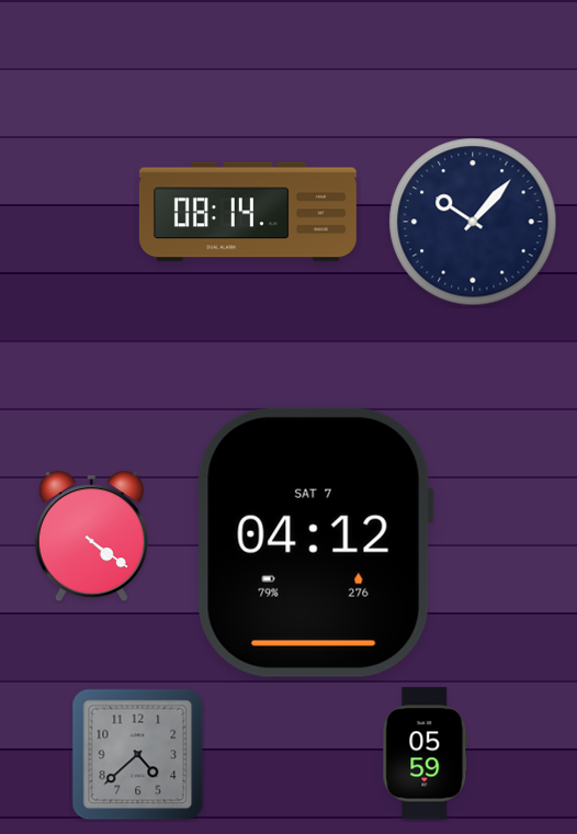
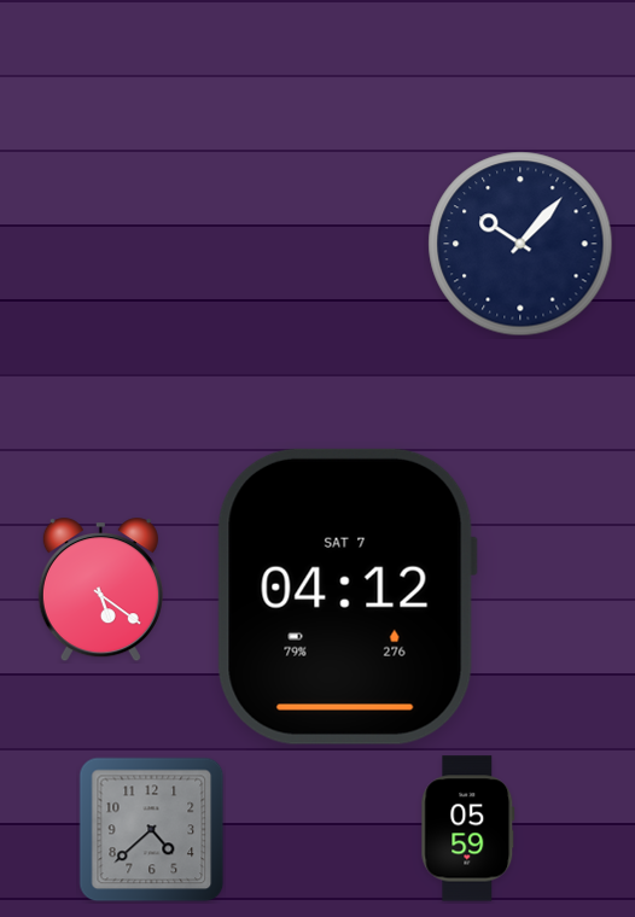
clock at (248, 212): 08:14 -> none
clock at (91, 537): 4:21 -> 5:21
